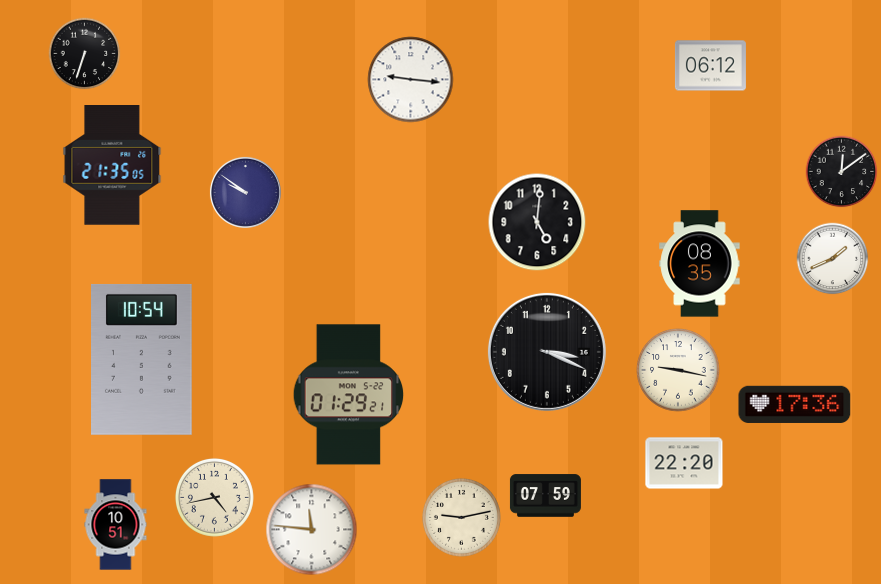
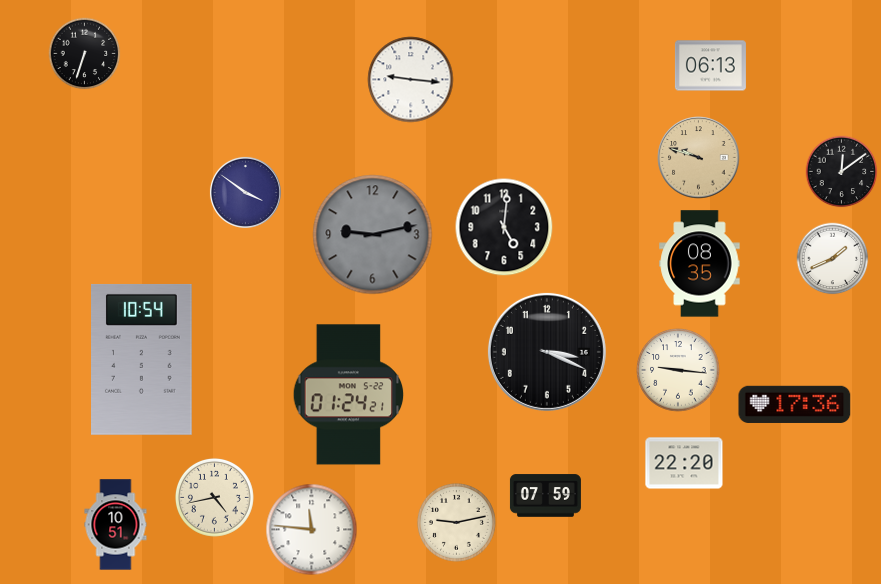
clock at (710, 66): 06:12 -> 06:13
clock at (699, 158): none -> 9:48
clock at (112, 166): 21:35 -> none
clock at (245, 192): 9:51 -> 3:51
clock at (537, 222) position: (537, 222) -> (504, 227)
clock at (373, 235): none -> 9:13
clock at (678, 370): 9:17 -> 9:16
clock at (349, 395): 01:29 -> 01:24
clock at (461, 517) position: (461, 517) -> (456, 522)
